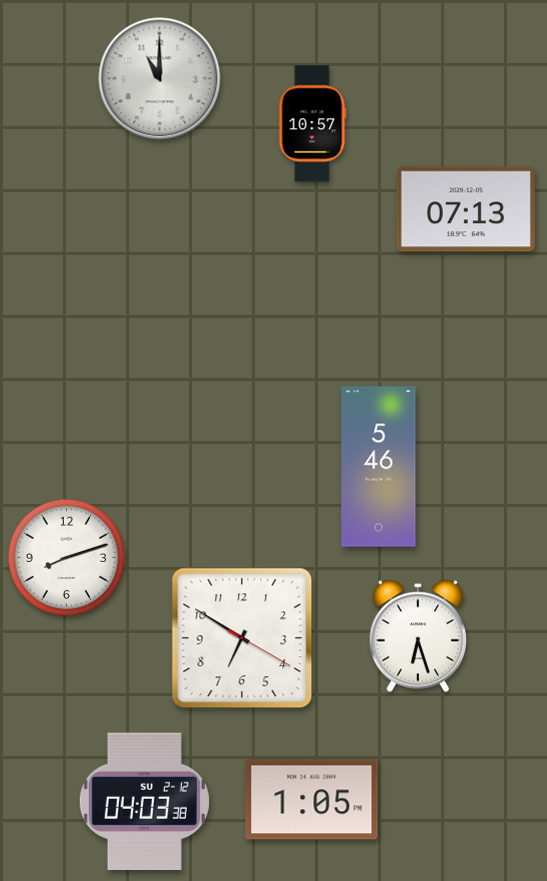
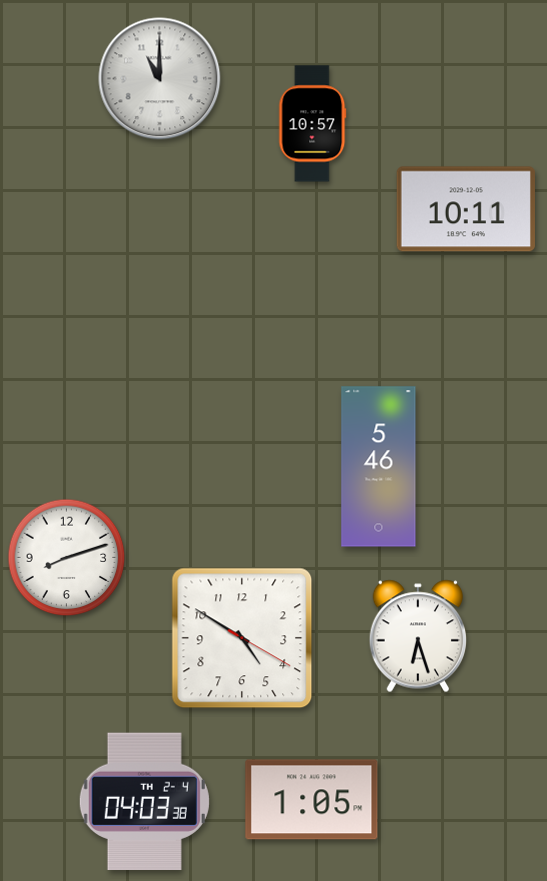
clock at (466, 209): 07:13 -> 10:11
clock at (242, 638): 6:50 -> 4:50
clock at (144, 801) date: SU 2-12 -> TH 2-4
